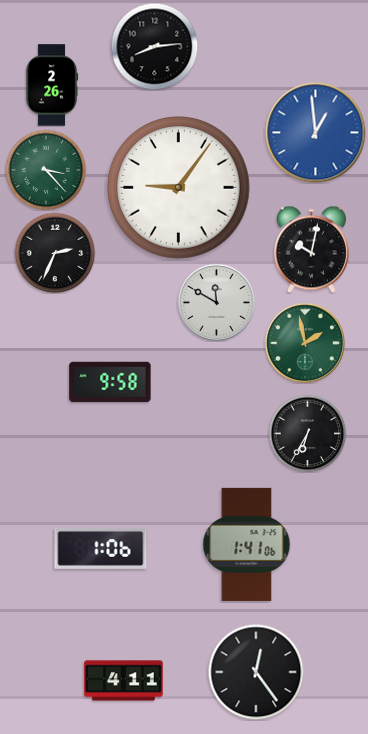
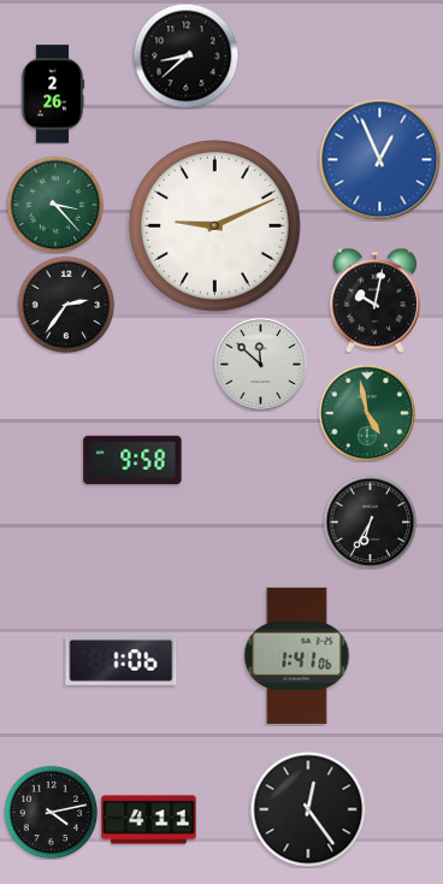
clock at (154, 46): 8:14 -> 8:38
clock at (52, 85) position: (52, 85) -> (53, 94)
clock at (316, 133): 12:59 -> 12:56
clock at (179, 188): 9:06 -> 9:11
clock at (55, 253): 2:34 -> 2:36
clock at (216, 302): 11:50 -> 11:52
clock at (305, 343): 1:58 -> 4:58
clock at (51, 812): none -> 4:13
